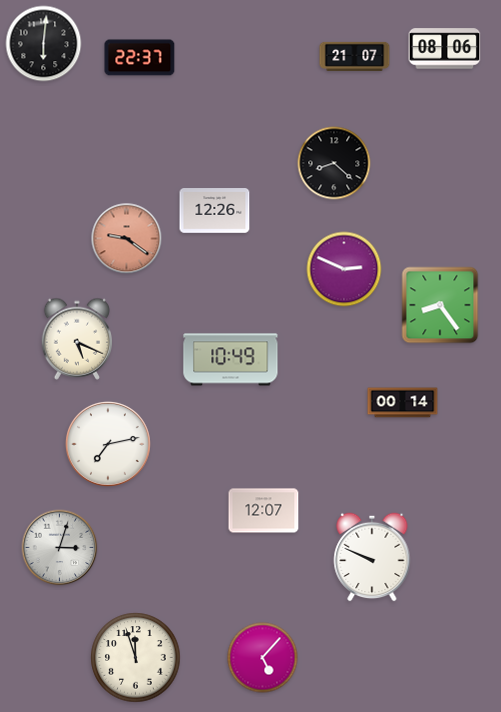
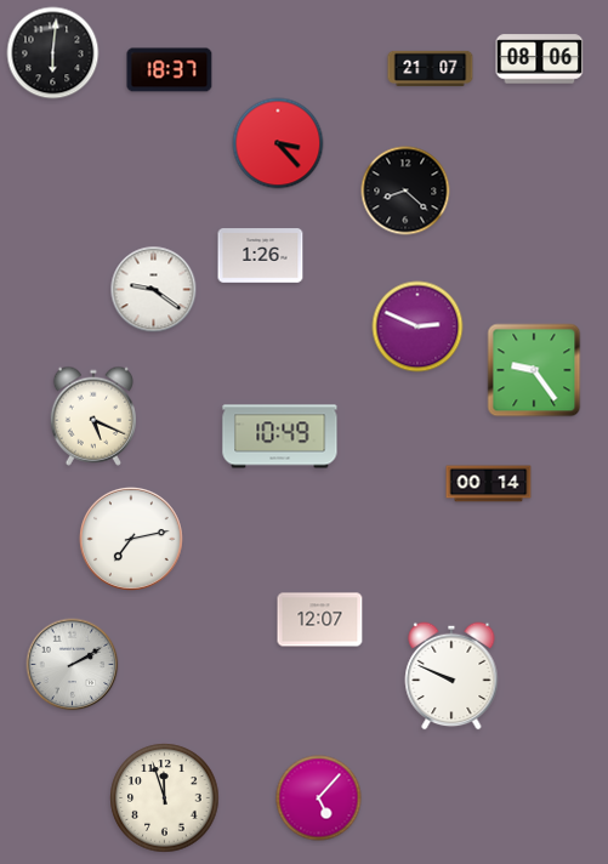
clock at (140, 58): 22:37 -> 18:37
clock at (278, 143): none -> 3:23
clock at (334, 163) position: (334, 163) -> (405, 191)
clock at (215, 211): 12:26 -> 1:26
clock at (127, 239) dial: salmon -> white
clock at (440, 305): 8:24 -> 9:24
clock at (76, 339) position: (76, 339) -> (92, 416)
clock at (403, 403) position: (403, 403) -> (489, 484)
clock at (60, 548): 3:03 -> 2:10
